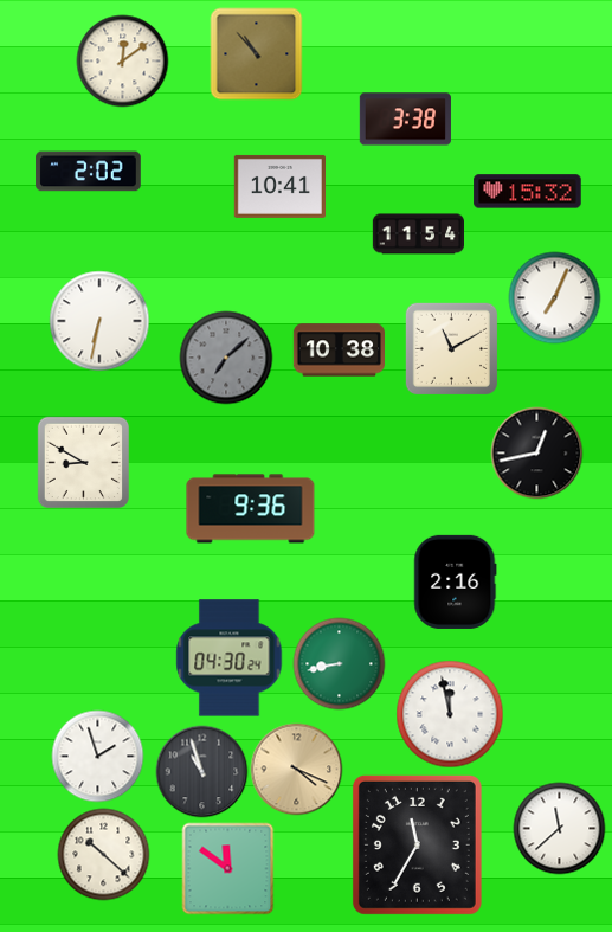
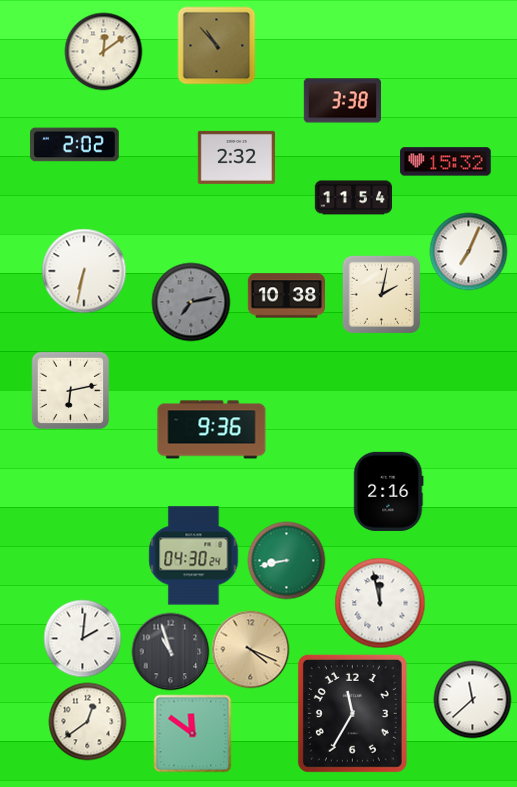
clock at (279, 186): 10:41 -> 2:32
clock at (451, 348): 11:10 -> 2:02
clock at (226, 358): 7:08 -> 7:13
clock at (536, 452): 12:43 -> none
clock at (83, 462): 8:50 -> 6:13
clock at (456, 581) position: (456, 581) -> (389, 491)
clock at (97, 756): 1:57 -> 2:01
clock at (103, 854): 10:22 -> 12:39
